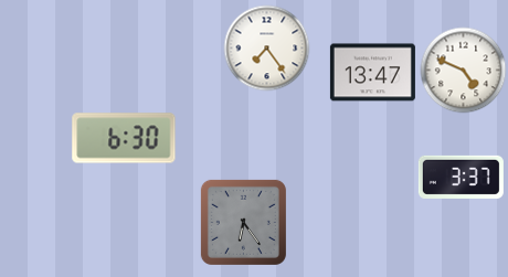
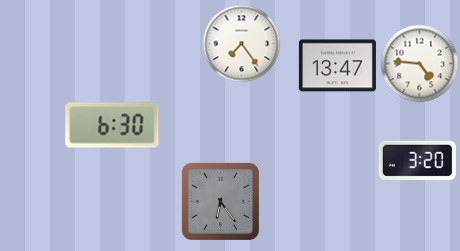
clock at (463, 70): 4:49 -> 4:46
clock at (461, 177): 3:37 -> 3:20
